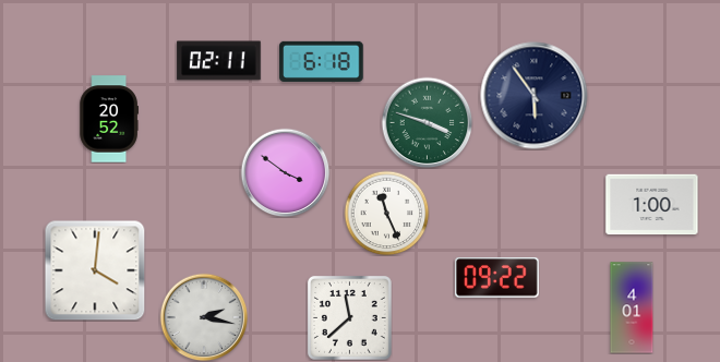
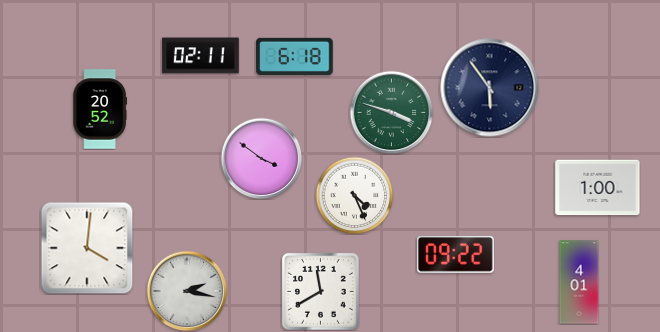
clock at (386, 213): 11:26 -> 4:26
clock at (349, 317): 11:38 -> 11:40
